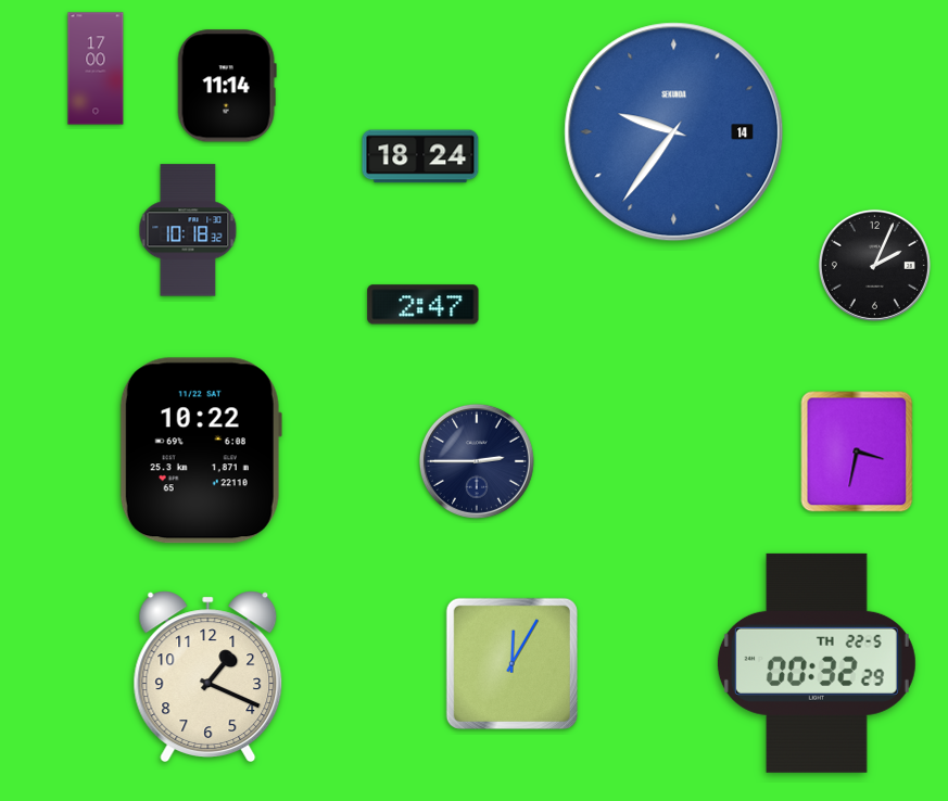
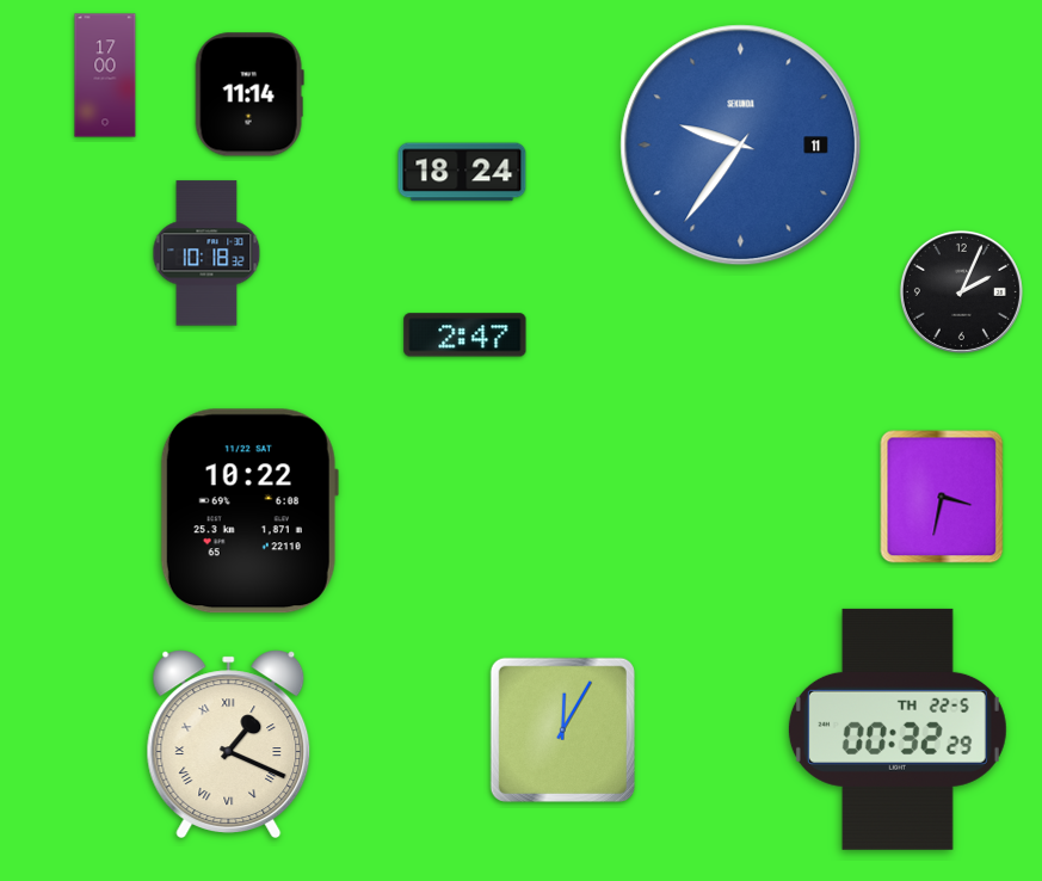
clock at (674, 132) date: 14 -> 11
clock at (201, 450) position: (201, 450) -> (249, 511)
clock at (477, 461): 2:45 -> none
clock at (208, 676) numerals: Arabic -> Roman
